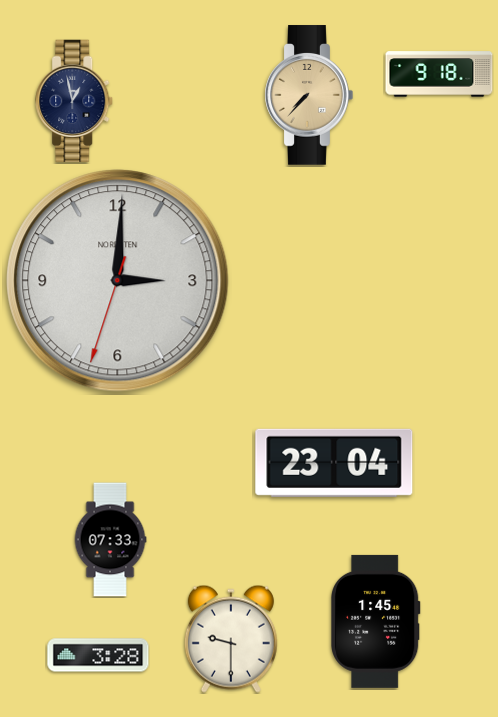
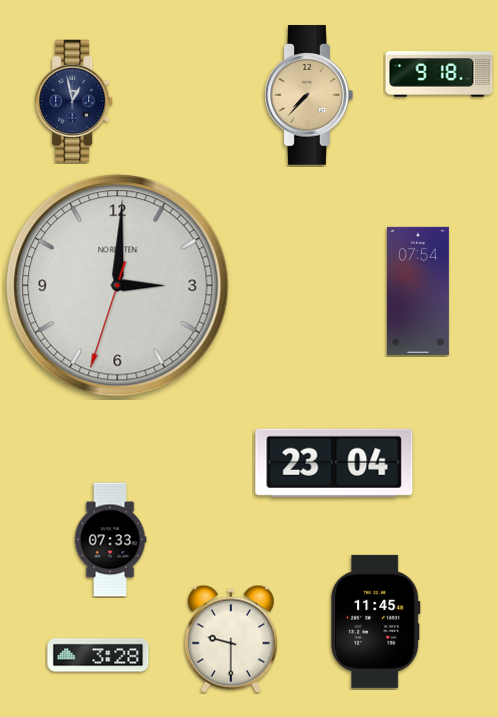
clock at (118, 281) position: (118, 281) -> (118, 286)
clock at (418, 291): none -> 07:54
clock at (375, 621): 1:45 -> 11:45
